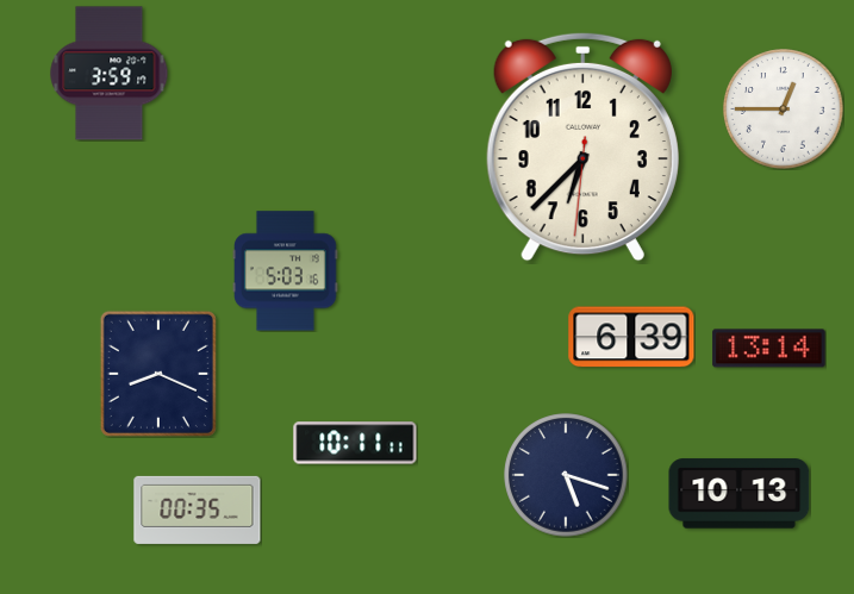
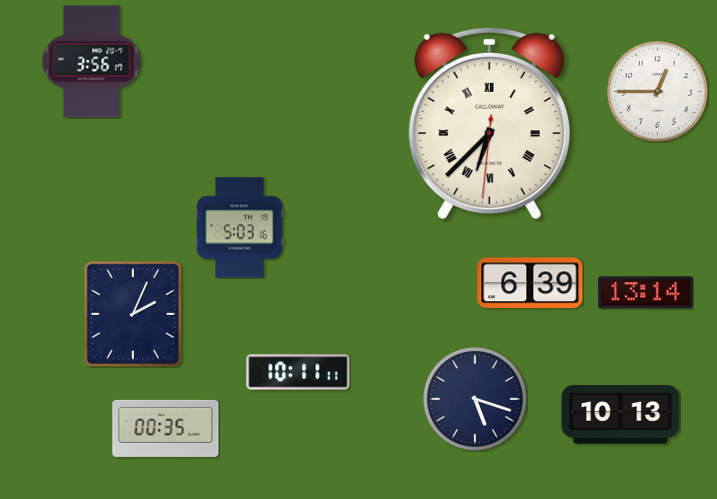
clock at (110, 74): 3:59 -> 3:56
clock at (582, 146) numerals: Arabic -> Roman
clock at (158, 374): 8:19 -> 2:04
